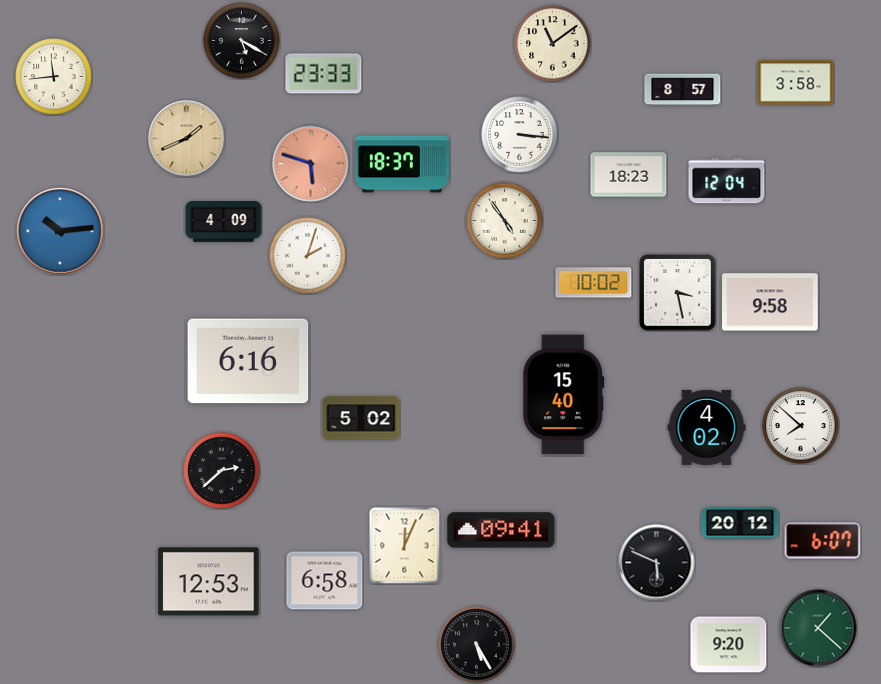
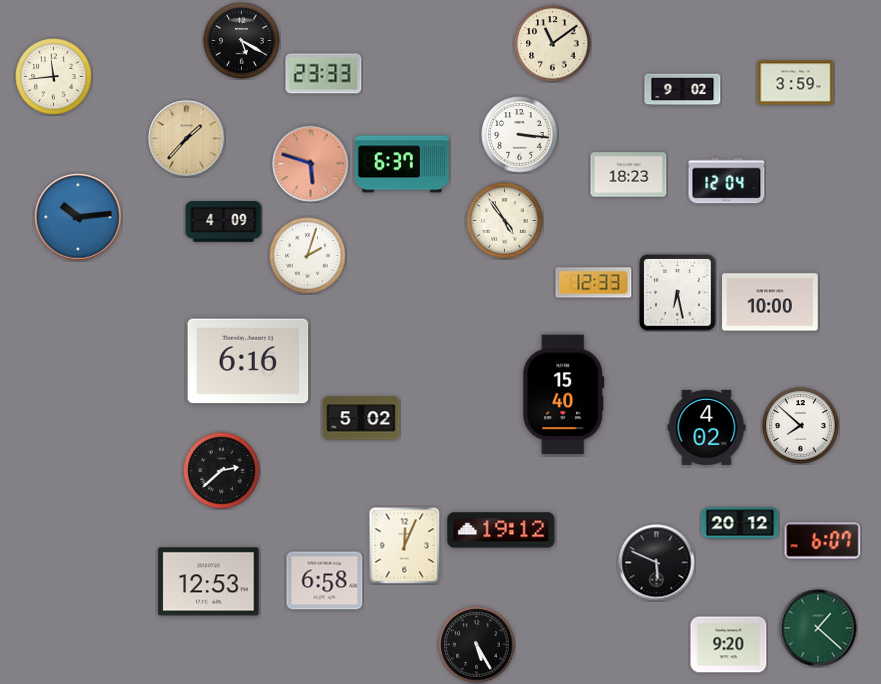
clock at (796, 83): 3:58 -> 3:59
clock at (683, 90): 8:57 -> 9:02
clock at (187, 139): 1:41 -> 1:37
clock at (402, 164): 18:37 -> 6:37
clock at (60, 231) position: (60, 231) -> (78, 217)
clock at (594, 283): 10:02 -> 12:33
clock at (678, 293): 3:28 -> 6:28
clock at (771, 302): 9:58 -> 10:00
clock at (501, 530): 09:41 -> 19:12
